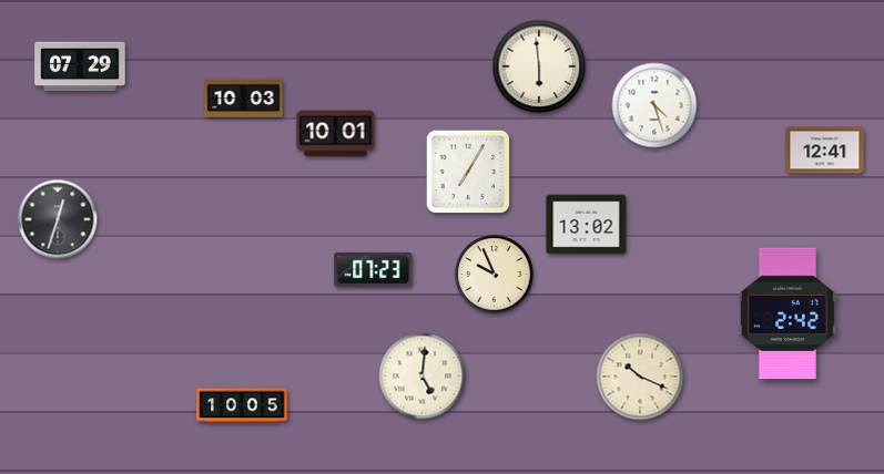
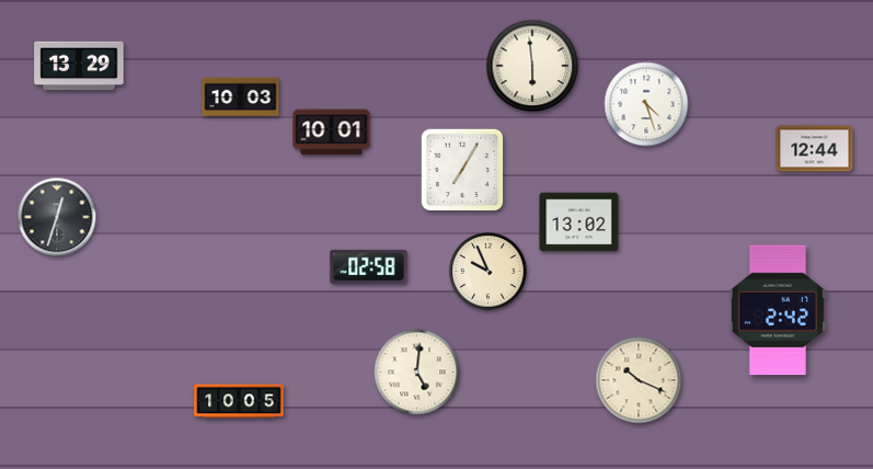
clock at (80, 66): 07:29 -> 13:29
clock at (825, 151): 12:41 -> 12:44
clock at (374, 269): 07:23 -> 02:58
clock at (640, 377) position: (640, 377) -> (639, 380)
